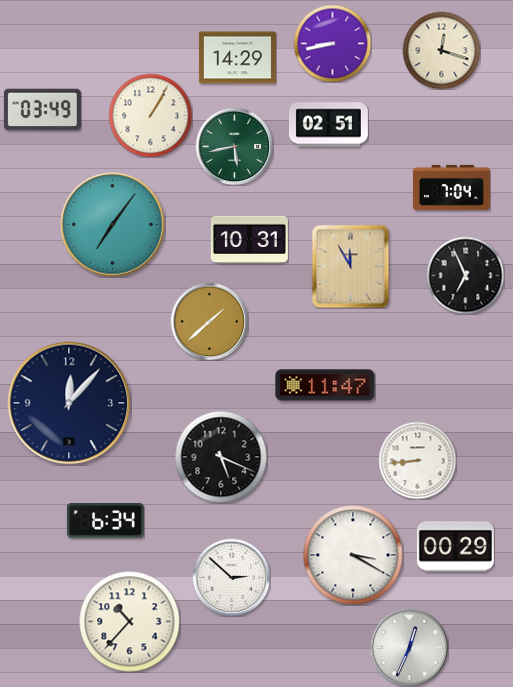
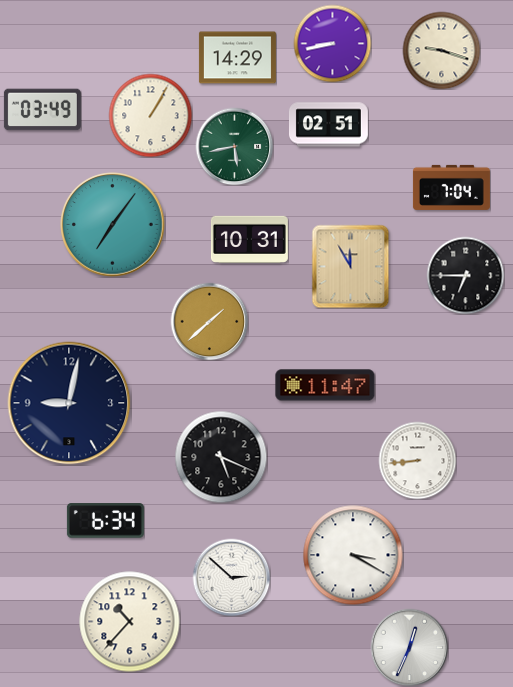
clock at (441, 50): 12:18 -> 9:18
clock at (465, 275): 6:56 -> 6:45
clock at (69, 403): 12:07 -> 9:02
clock at (455, 547): 00:29 -> none
